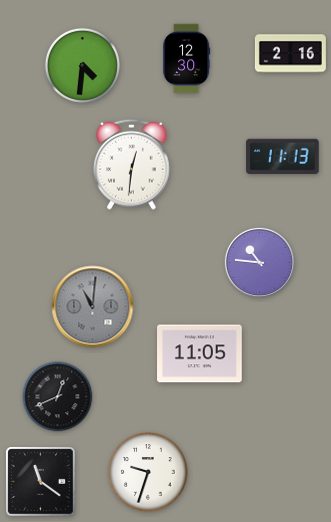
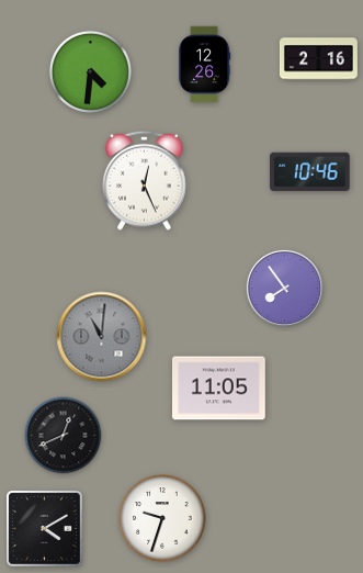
clock at (187, 59): 12:30 -> 12:26
clock at (283, 156): 11:13 -> 10:46
clock at (132, 164): 12:31 -> 12:26
clock at (259, 262): 10:46 -> 7:54
clock at (41, 482): 11:21 -> 4:10
